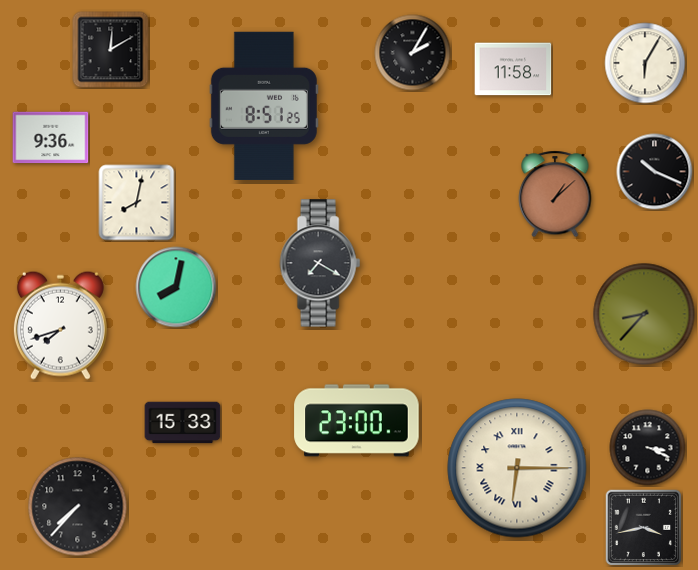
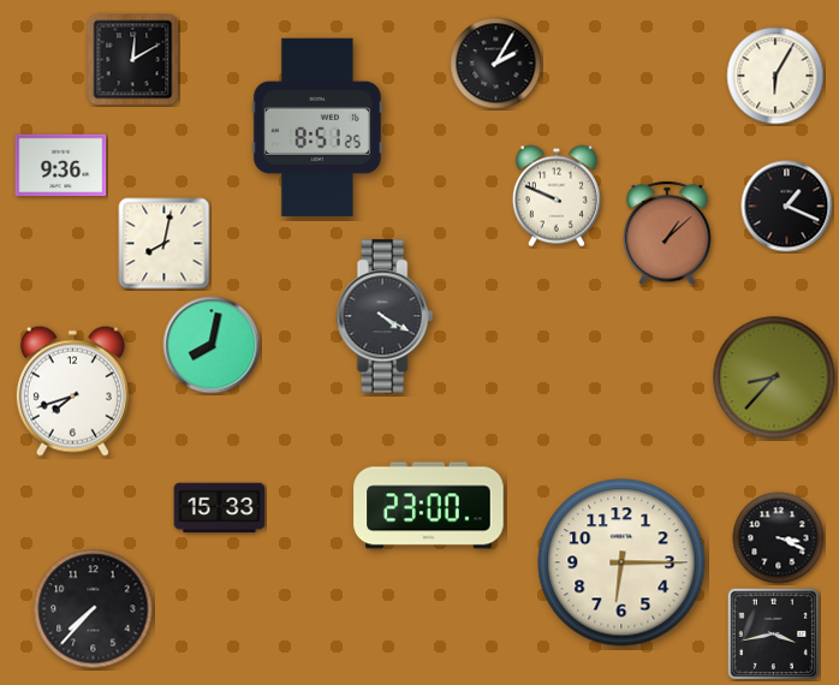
clock at (513, 69): 11:58 -> none
clock at (557, 196): none -> 9:49
clock at (655, 172): 10:19 -> 1:19
clock at (320, 263): 7:20 -> 4:20
clock at (517, 468) numerals: Roman -> Arabic
